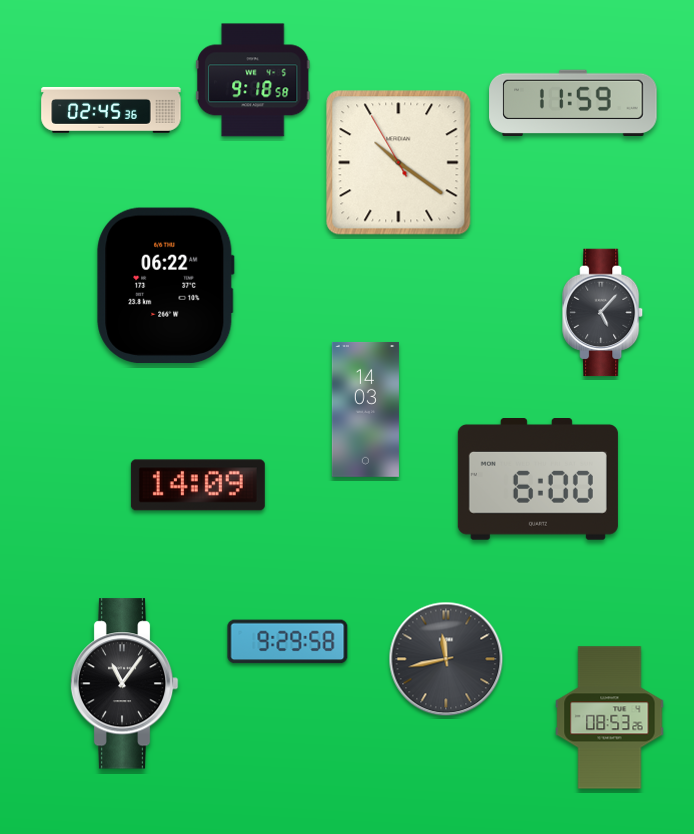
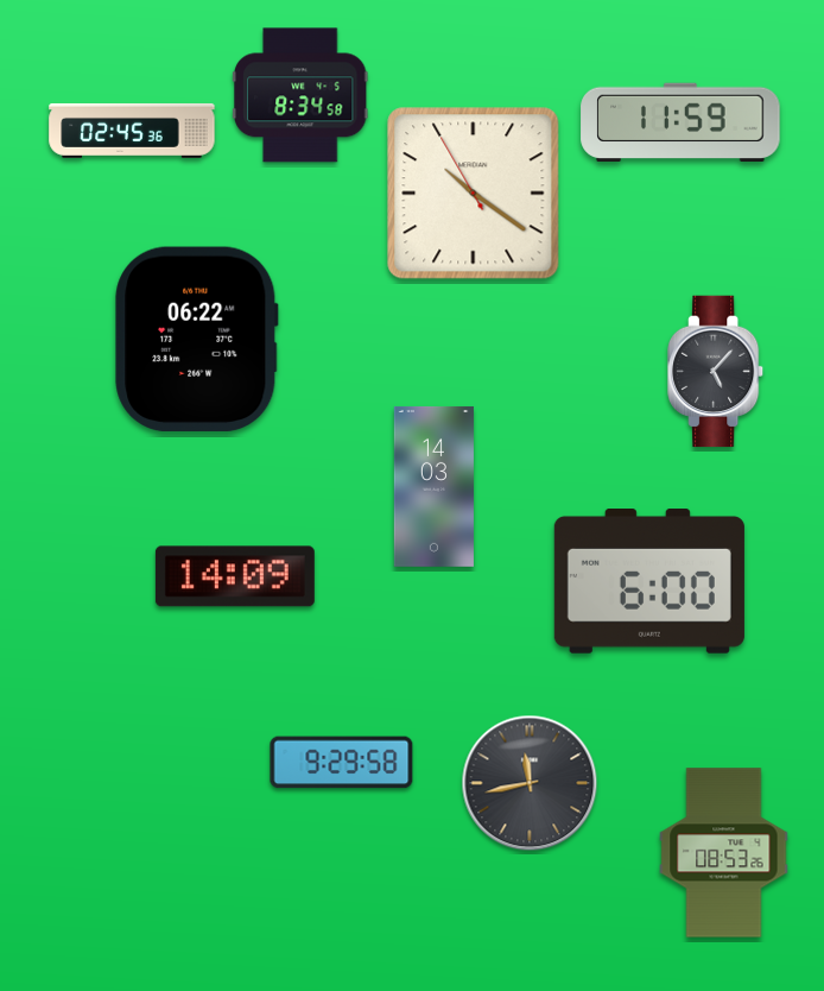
clock at (253, 80): 9:18 -> 8:34
clock at (538, 480) position: (538, 480) -> (649, 582)
clock at (124, 684): 11:06 -> none
